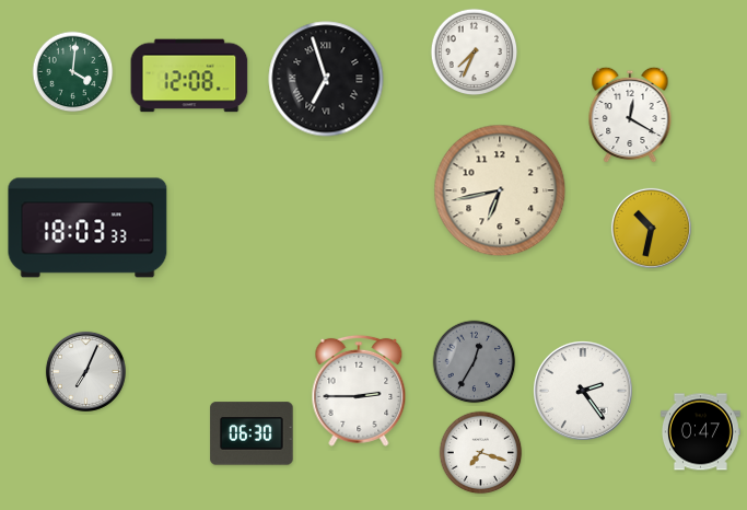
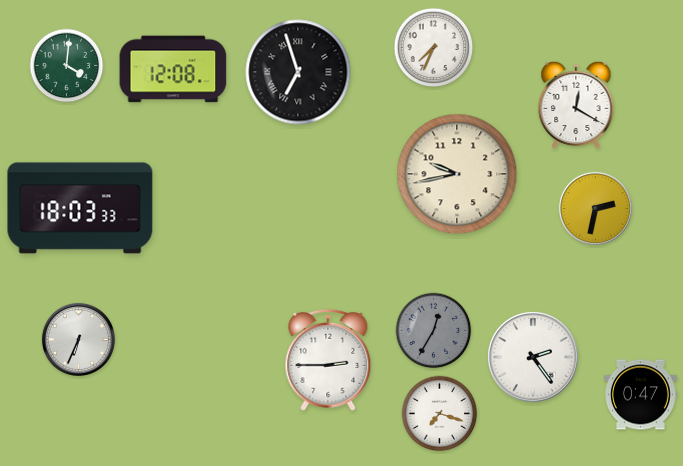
clock at (500, 190): 6:43 -> 9:43
clock at (651, 228): 10:32 -> 2:32
clock at (85, 371): 7:04 -> 6:34
clock at (359, 391) position: (359, 391) -> (328, 360)
clock at (252, 433): 06:30 -> none
